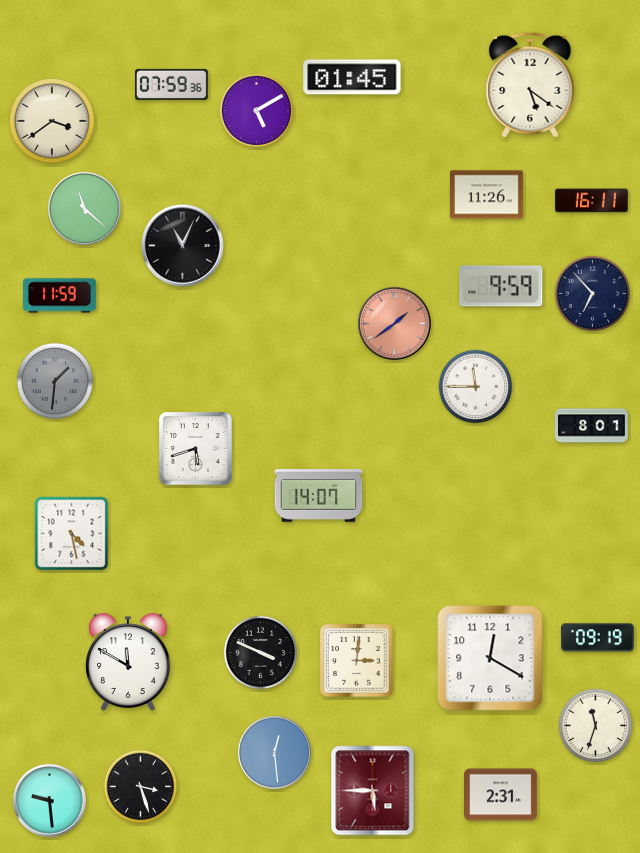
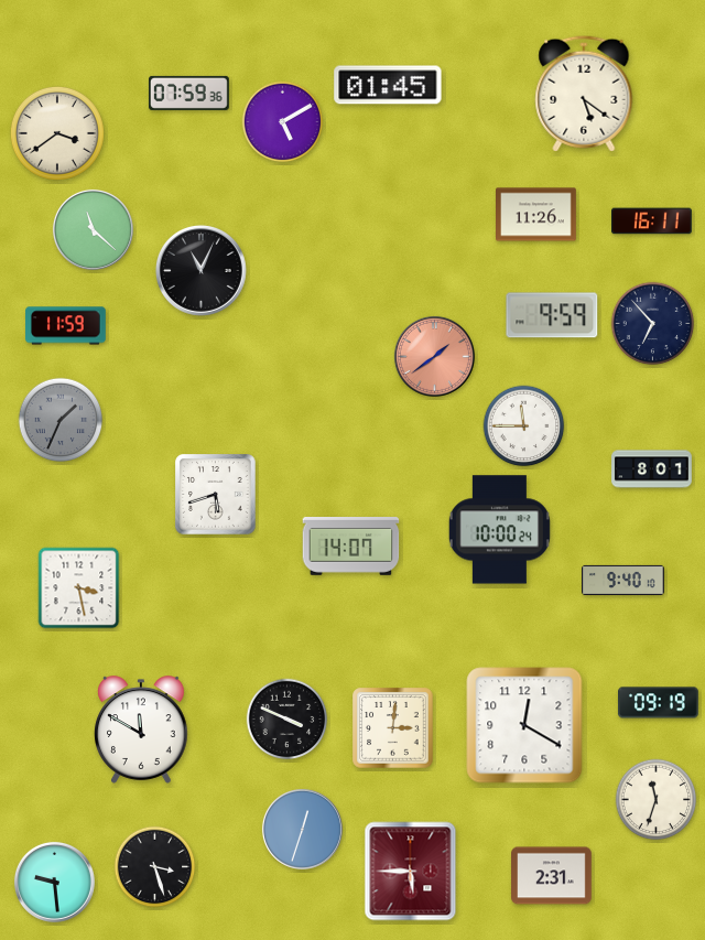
clock at (55, 381): 1:31 -> 1:34
clock at (499, 530): none -> 10:00
clock at (623, 580): none -> 9:40
clock at (72, 534): 4:28 -> 3:28
clock at (490, 658) position: (490, 658) -> (524, 725)
clock at (274, 752): 12:29 -> 12:33
